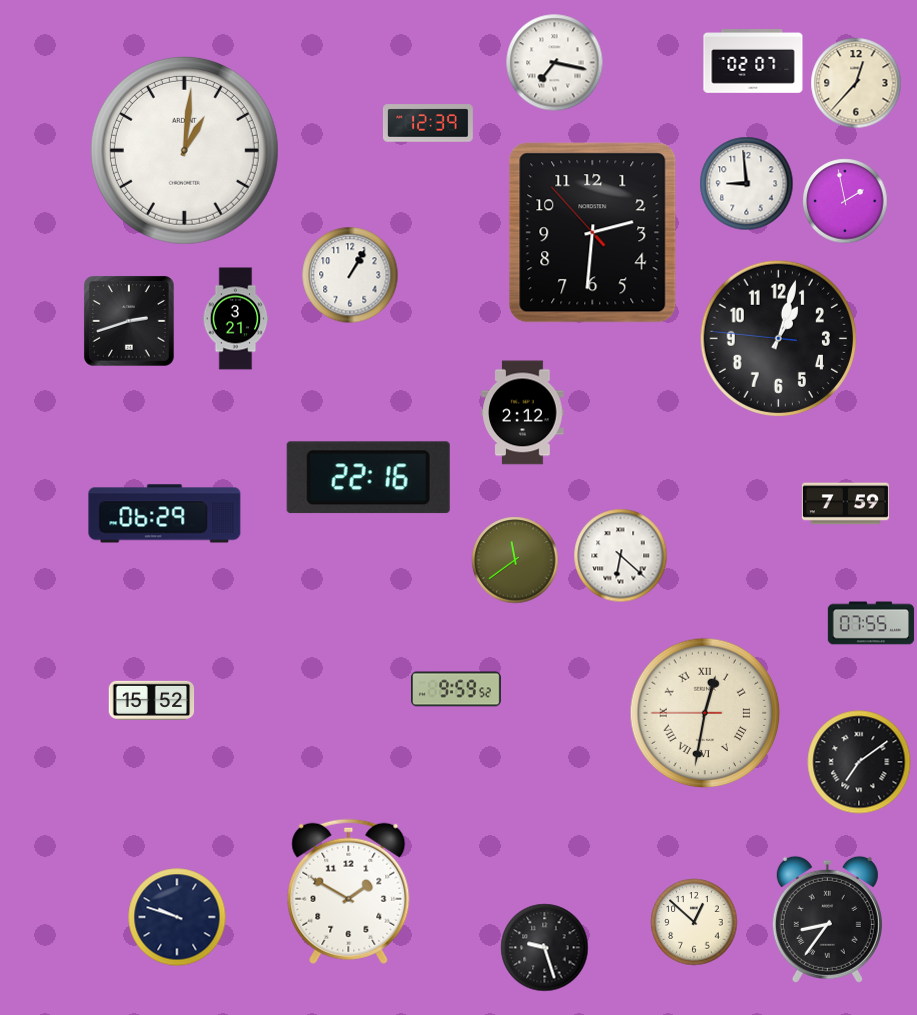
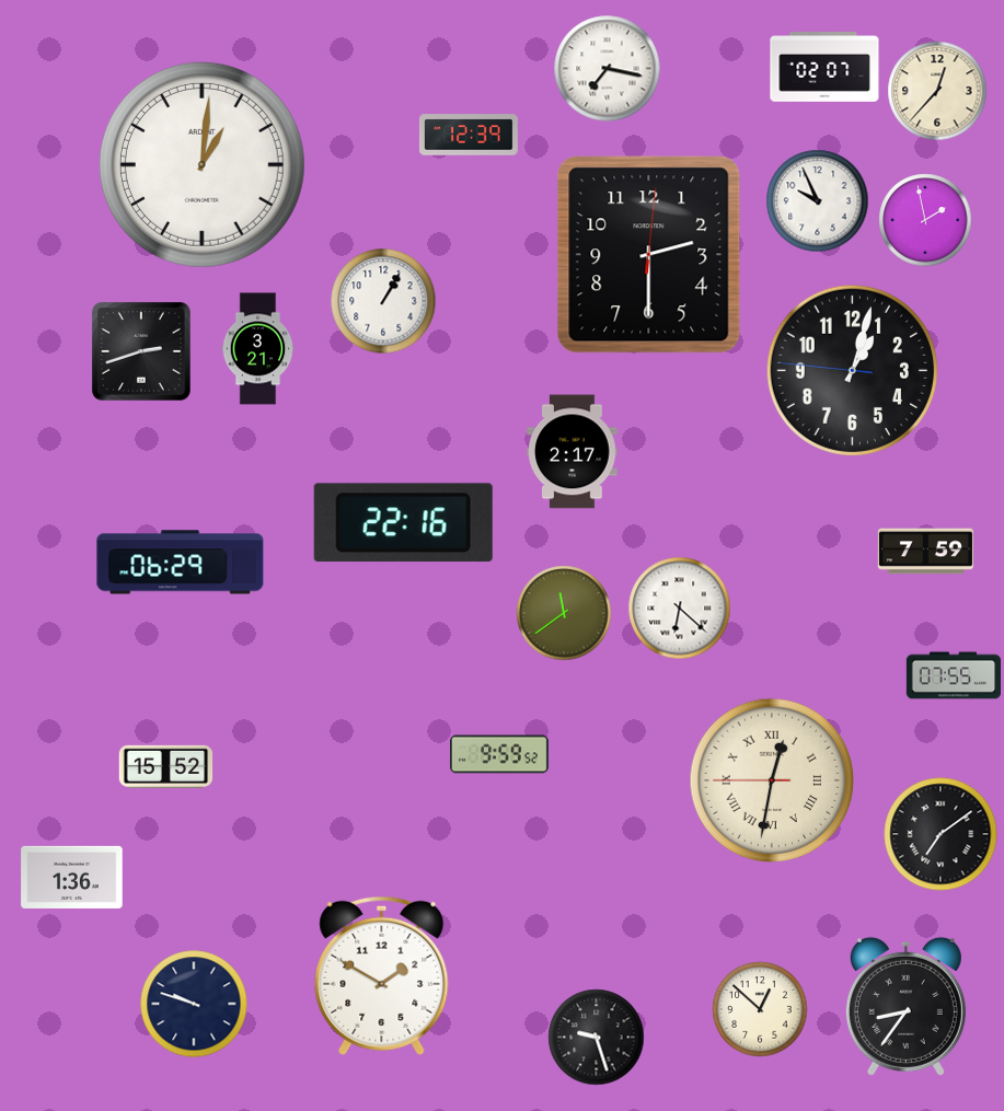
clock at (747, 184): 8:59 -> 9:56
clock at (593, 233): 2:30:53 -> 2:30:01
clock at (523, 413): 2:12 -> 2:17
clock at (870, 623) position: (870, 623) -> (953, 675)
clock at (72, 877): none -> 1:36
